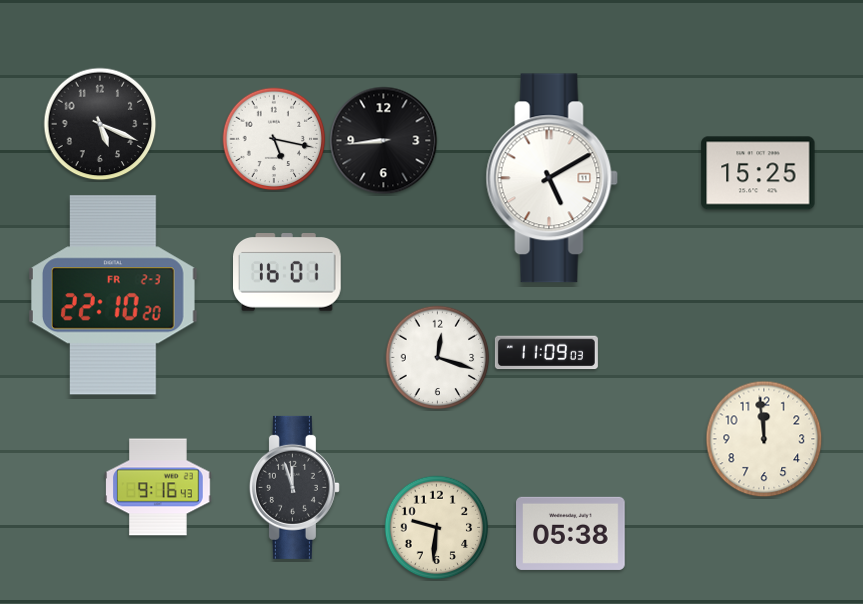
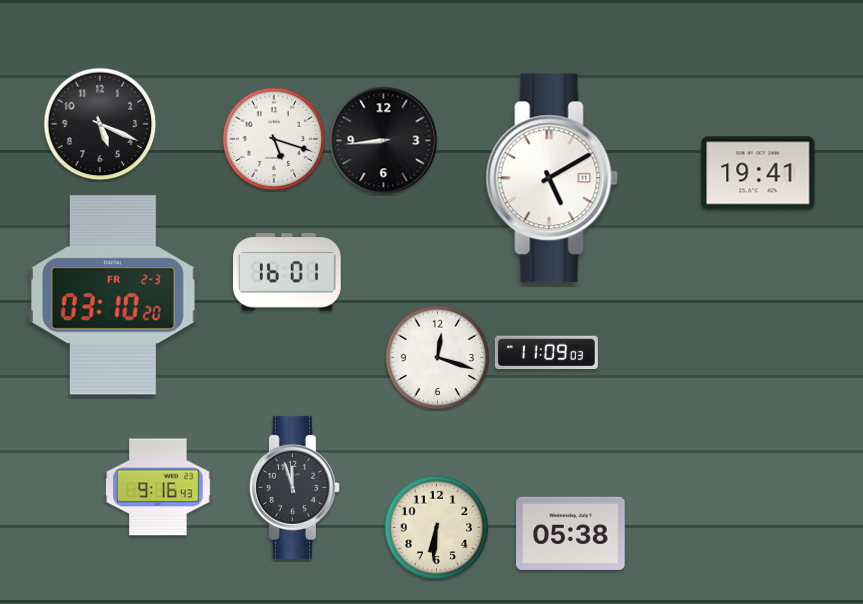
clock at (274, 139): 5:17 -> 5:18
clock at (758, 173): 15:25 -> 19:41
clock at (113, 295): 22:10 -> 03:10
clock at (764, 439): 11:59 -> none
clock at (437, 528): 9:31 -> 6:31
